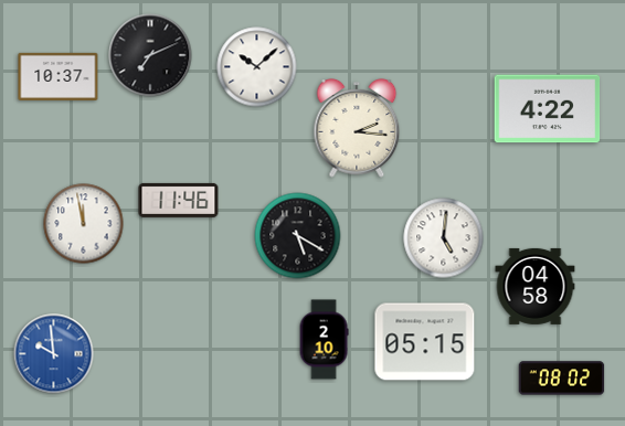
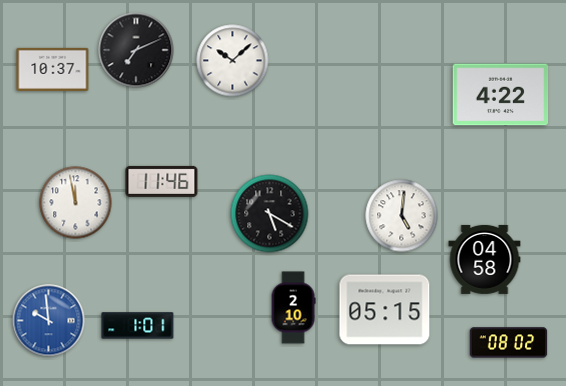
clock at (548, 109) position: (548, 109) -> (501, 95)
clock at (357, 129): 2:16 -> none
clock at (138, 326): none -> 1:01
